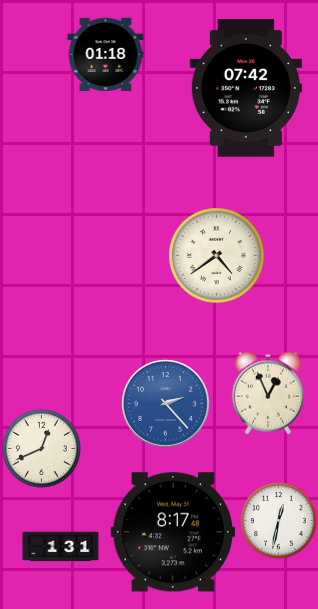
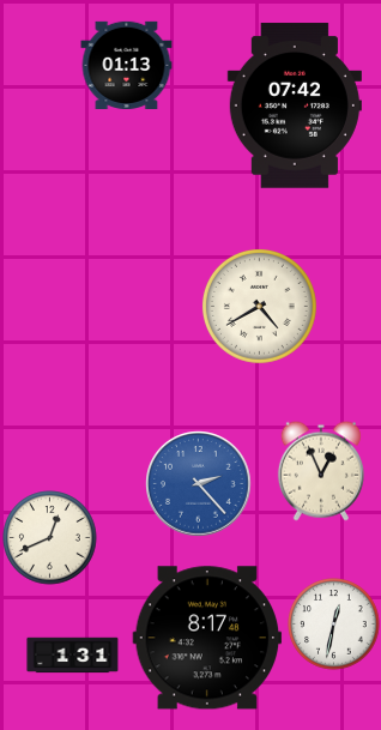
clock at (106, 54): 01:18 -> 01:13
clock at (216, 255): 4:39 -> 4:40
